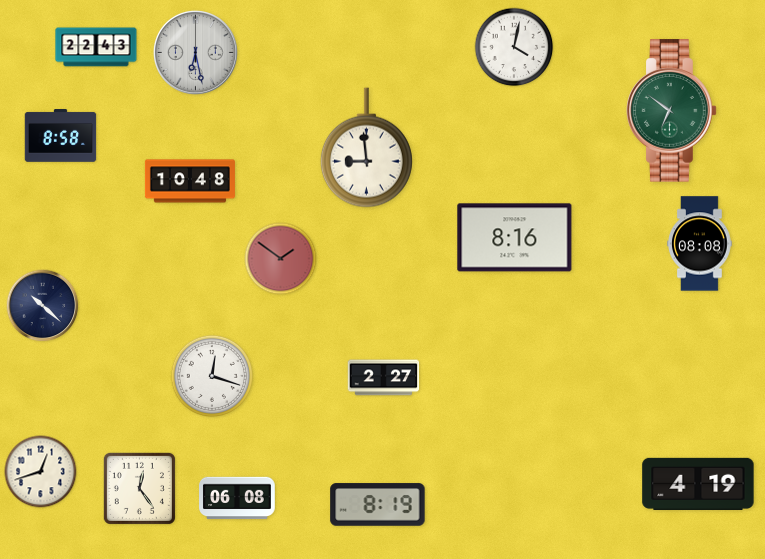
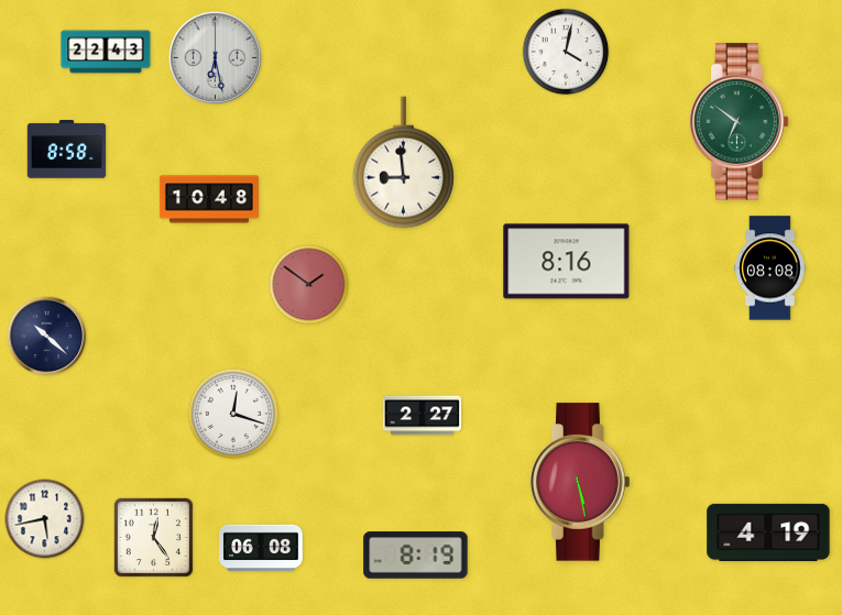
clock at (580, 482): none -> 5:28
clock at (41, 472): 12:42 -> 5:43
